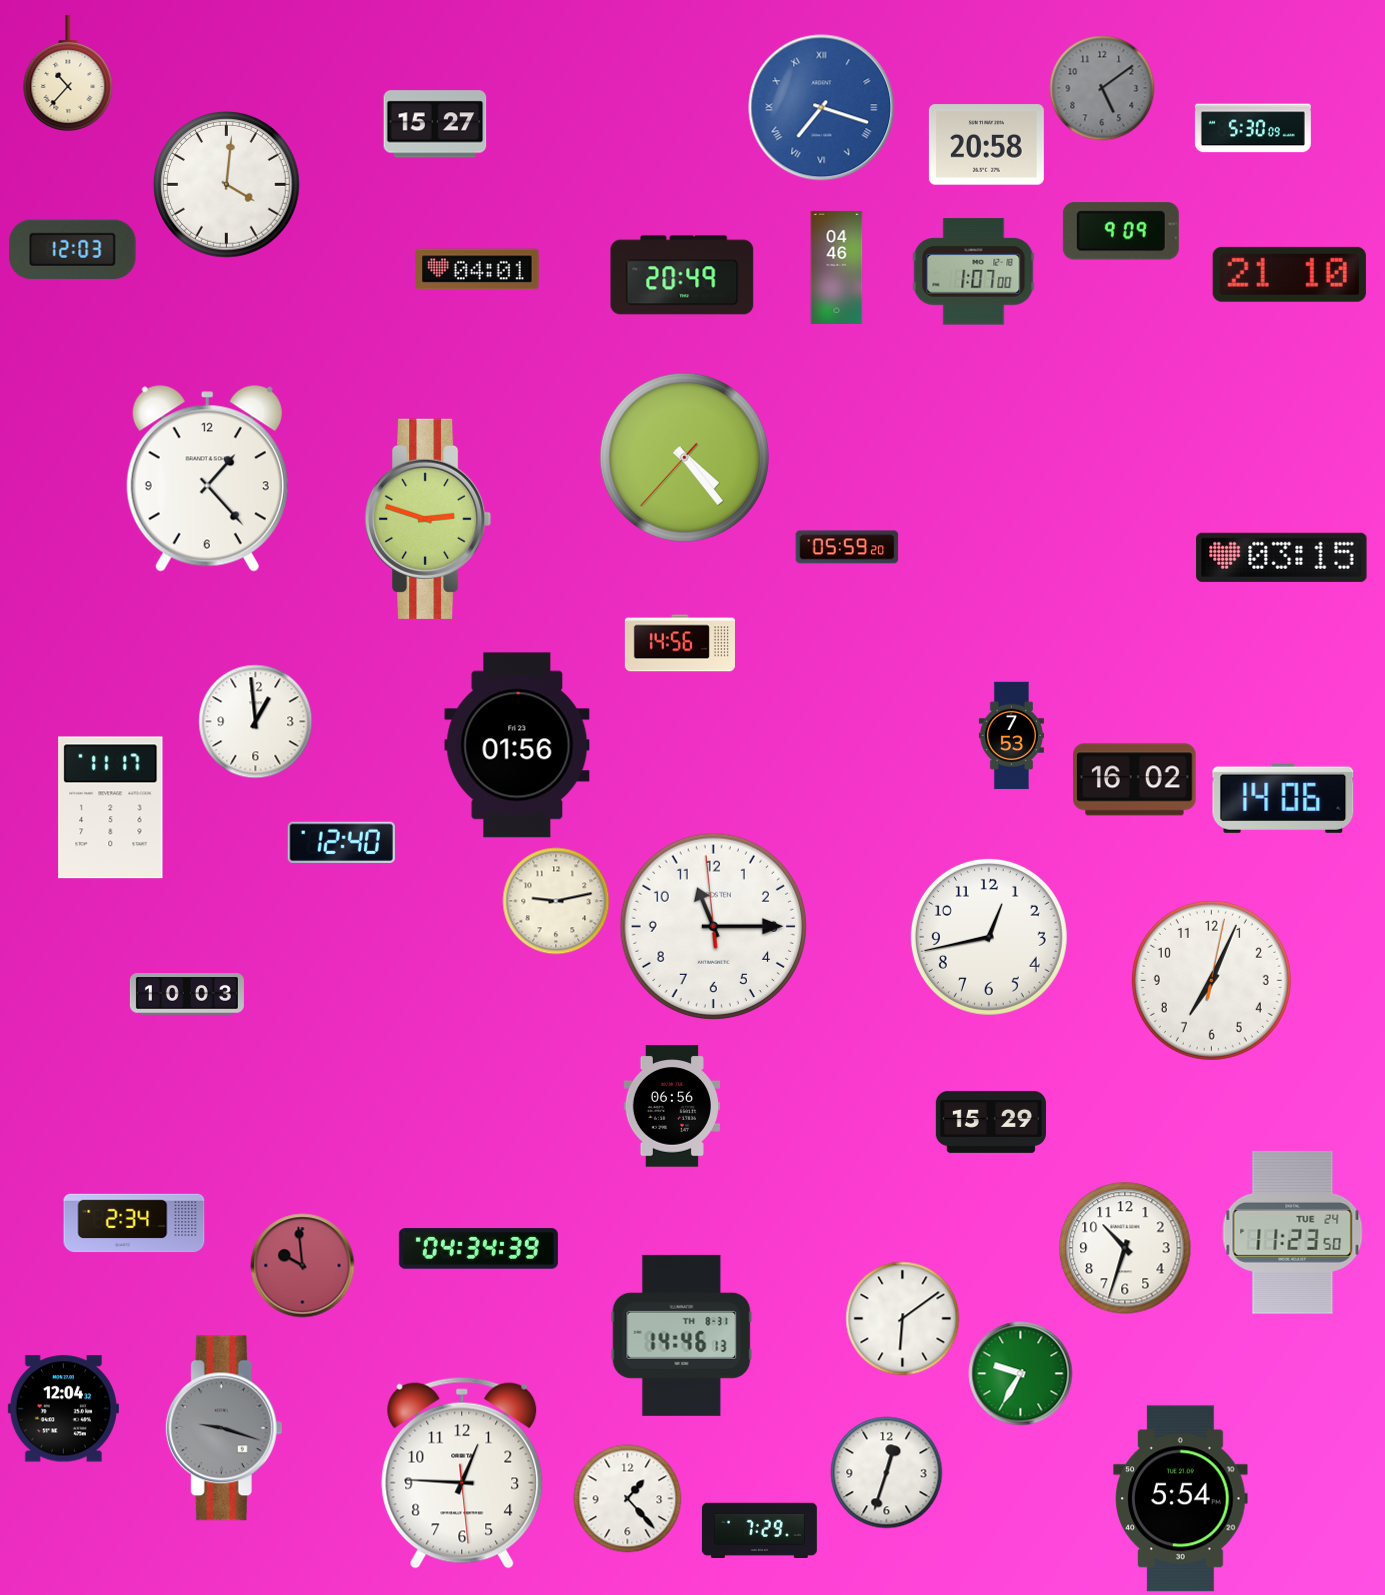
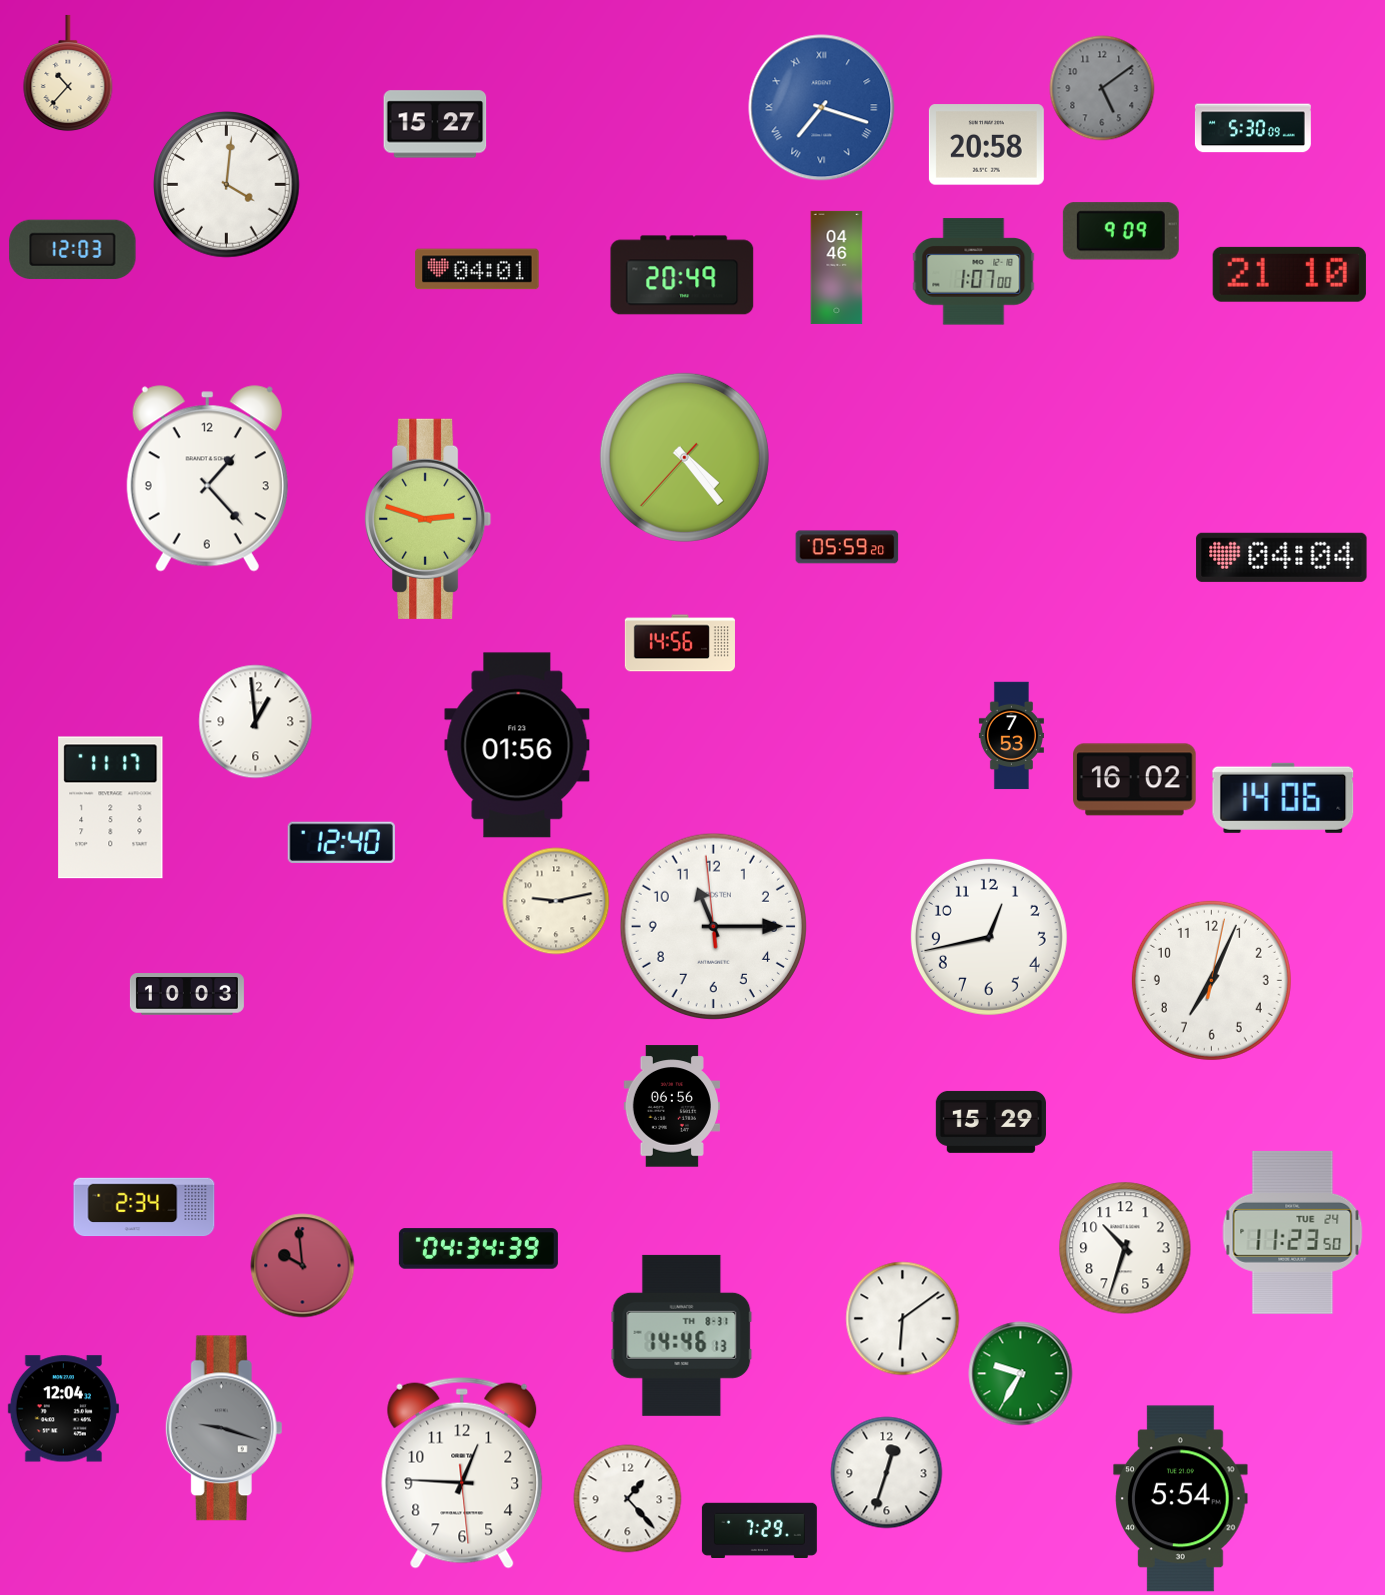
clock at (1282, 557): 03:15 -> 04:04
clock at (134, 1223) position: (134, 1223) -> (144, 1207)
